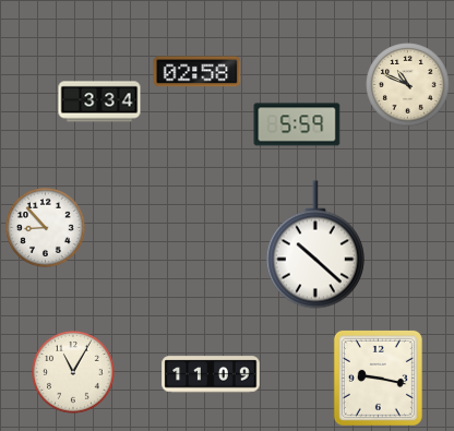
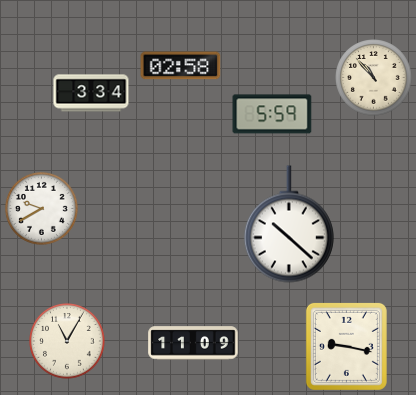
clock at (408, 85): 10:49 -> 10:53
clock at (45, 227): 8:53 -> 9:40
